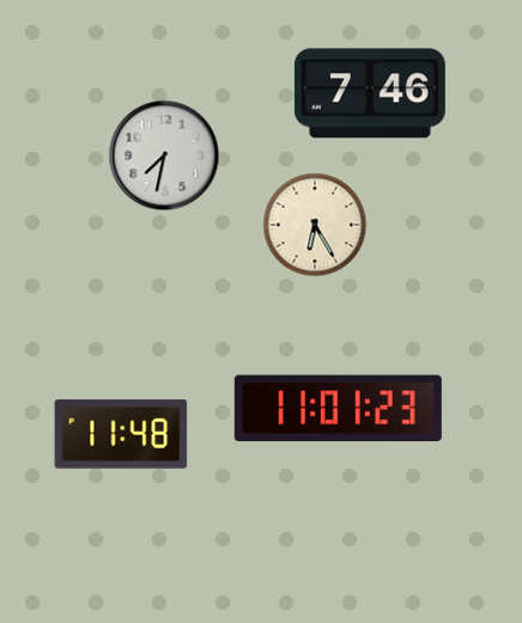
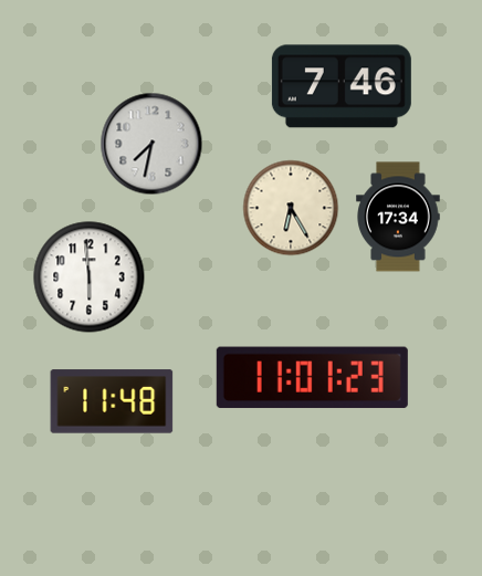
clock at (398, 217): none -> 17:34
clock at (90, 277): none -> 5:59
